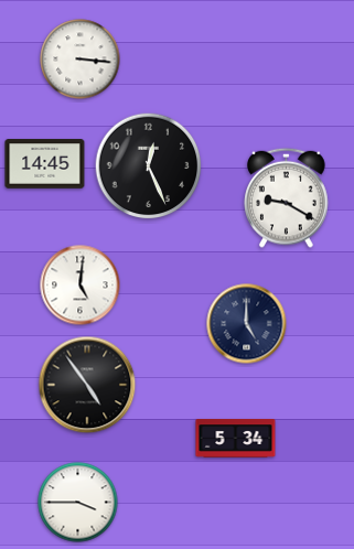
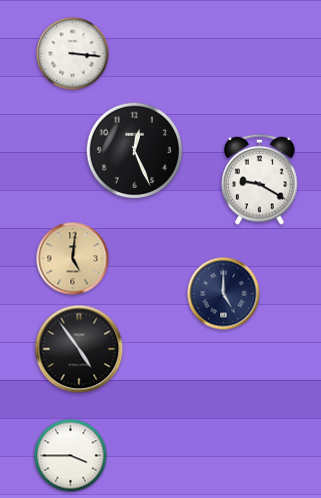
clock at (45, 164): 14:45 -> none
clock at (81, 286) dial: white -> champagne
clock at (236, 439): 5:34 -> none
